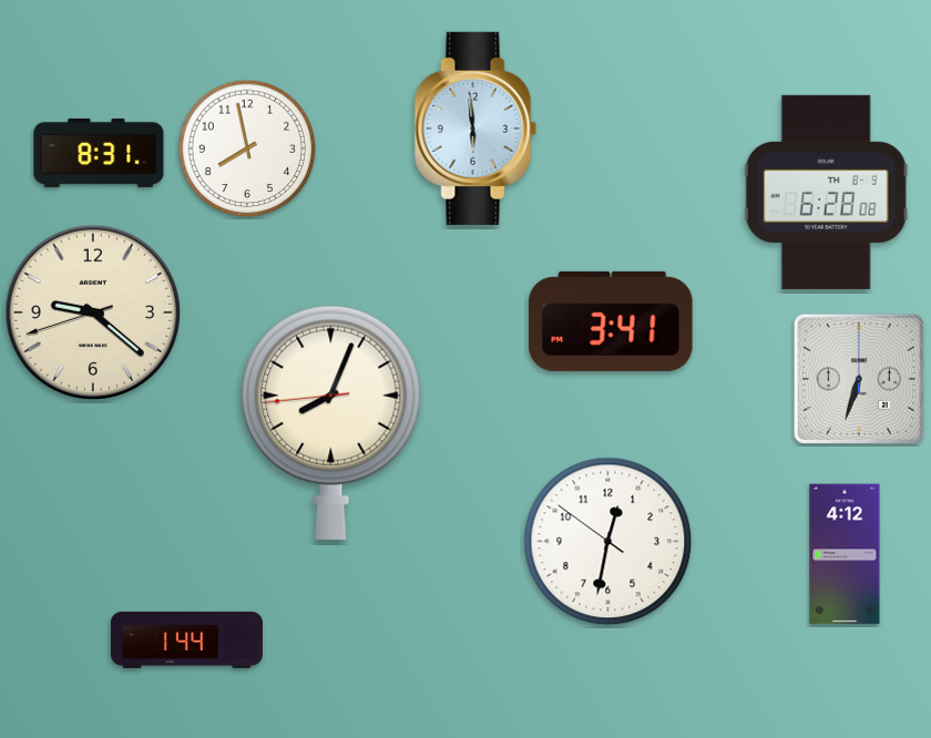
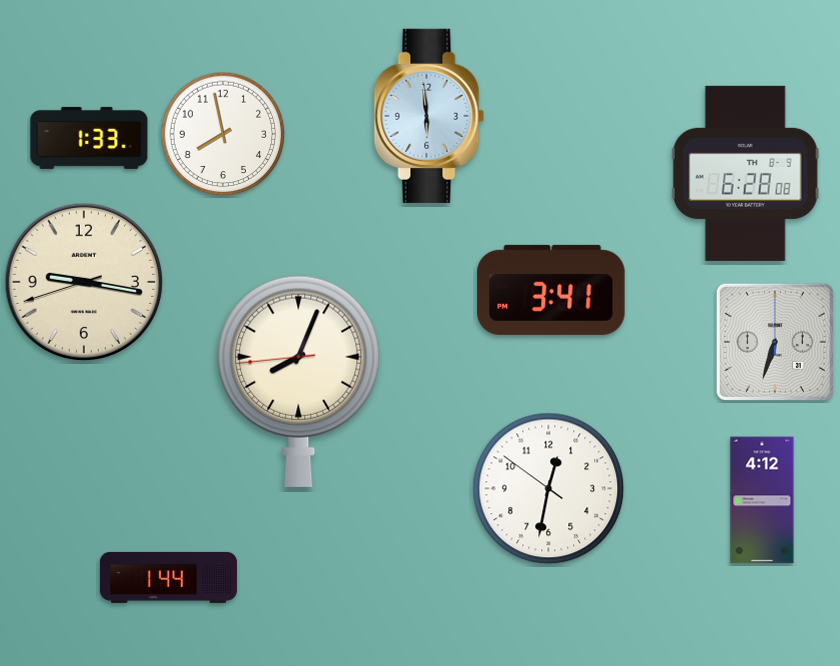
clock at (99, 153): 8:31 -> 1:33
clock at (93, 312): 9:21 -> 9:16
